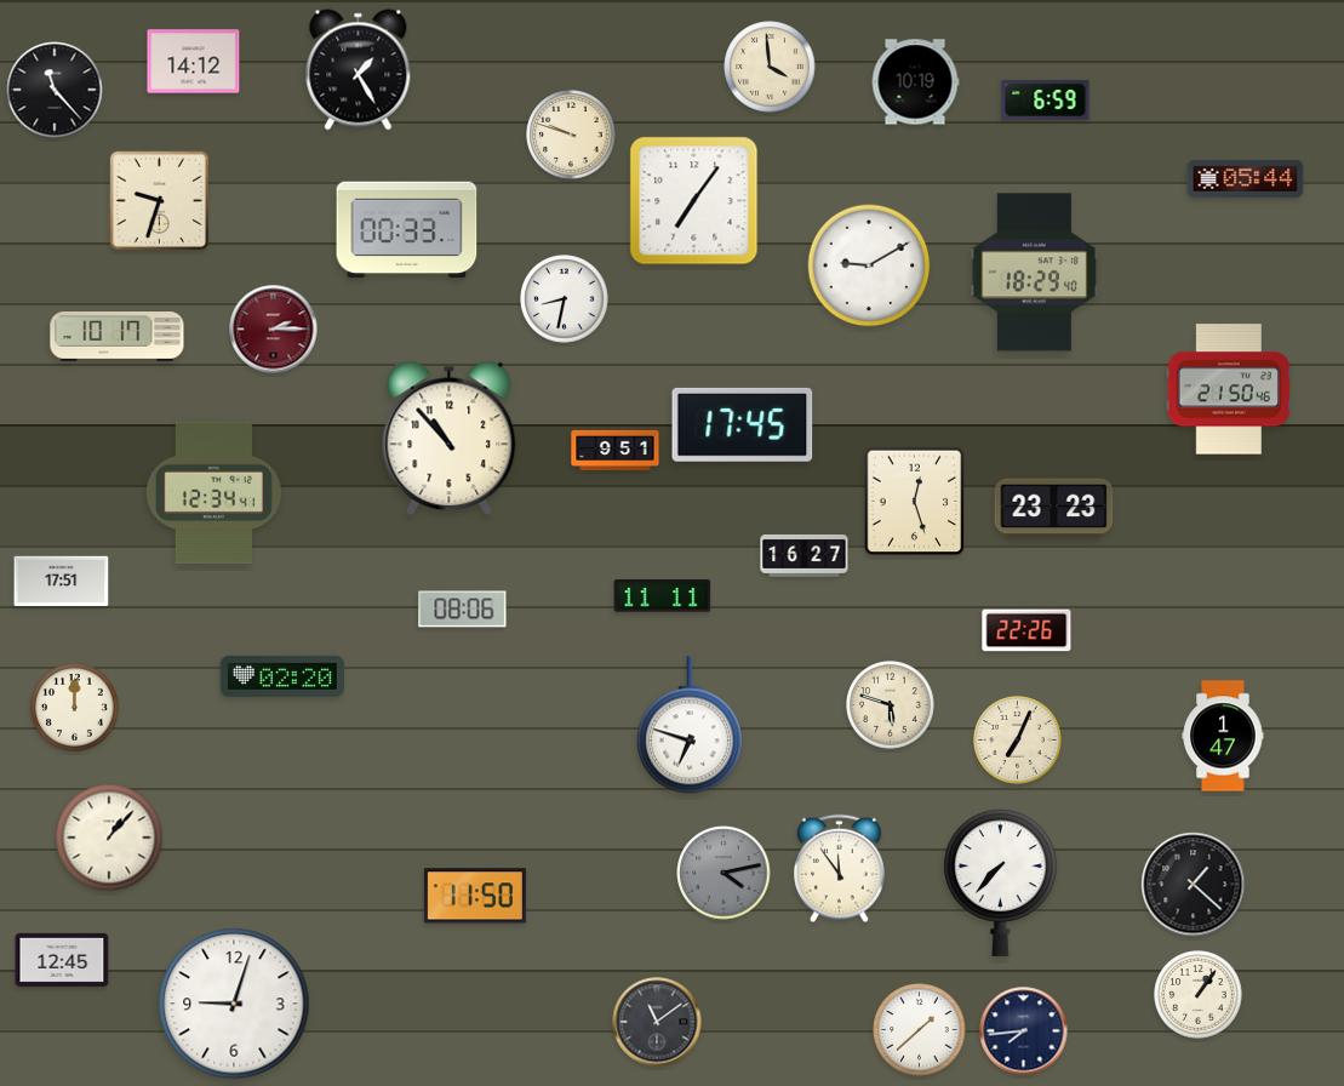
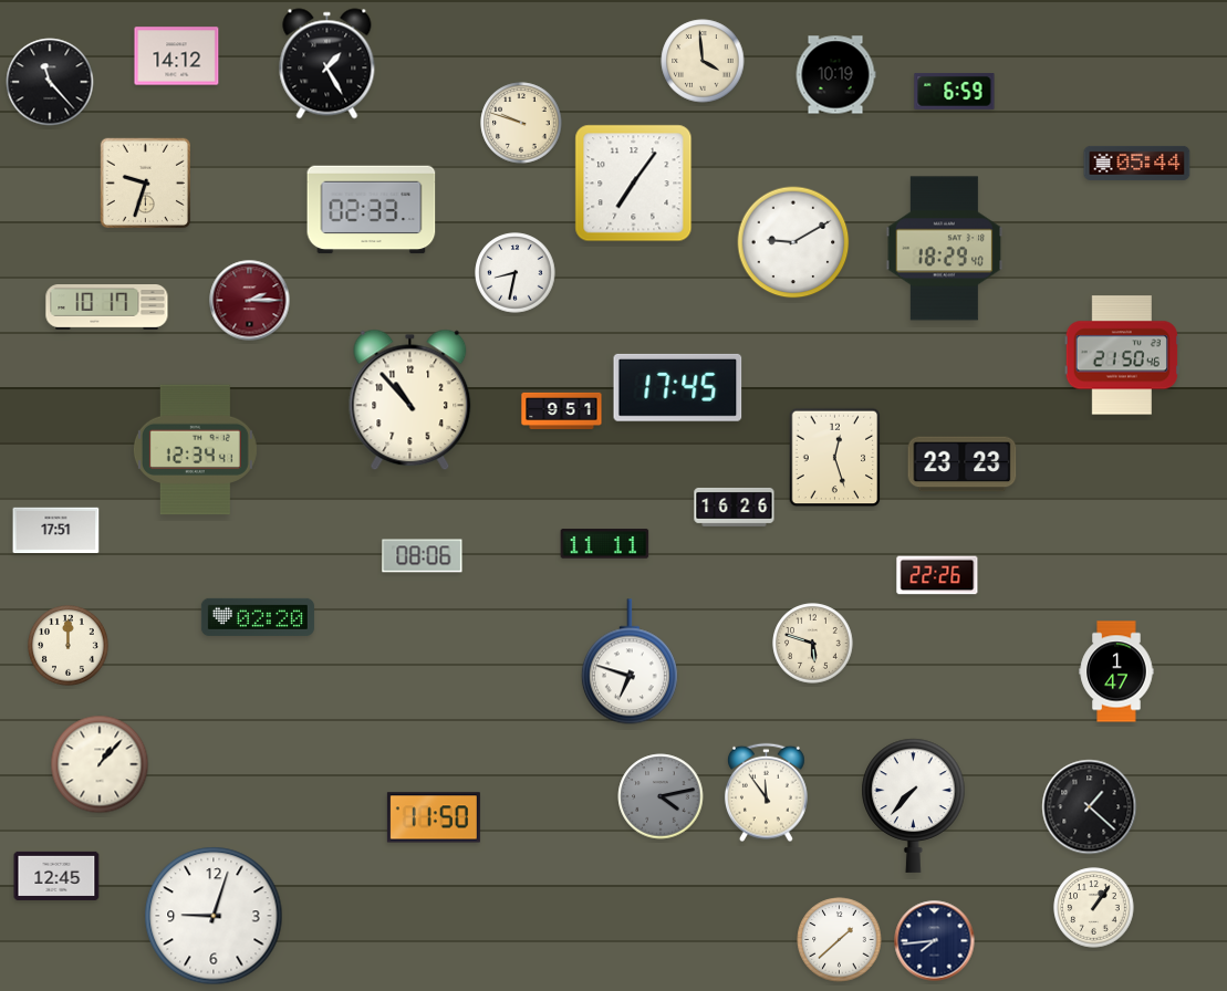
clock at (407, 230): 00:33 -> 02:33
clock at (805, 555): 16:27 -> 16:26
clock at (1018, 741): 7:04 -> none
clock at (657, 1022): 11:09 -> none
